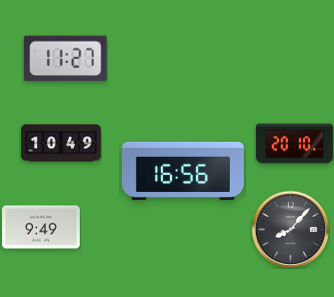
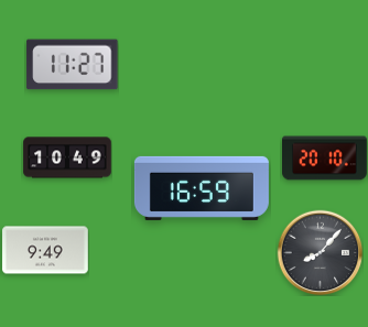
clock at (183, 171): 16:56 -> 16:59
